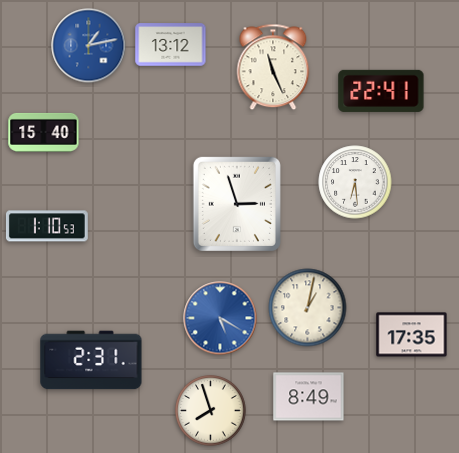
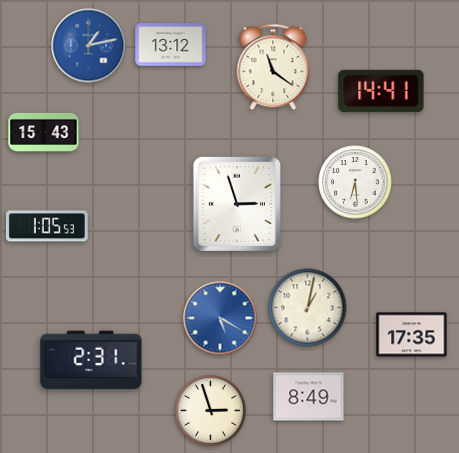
clock at (273, 67): 11:26 -> 11:21
clock at (381, 91): 22:41 -> 14:41
clock at (44, 132): 15:40 -> 15:43
clock at (47, 226): 1:10 -> 1:05
clock at (211, 411): 7:57 -> 2:57
